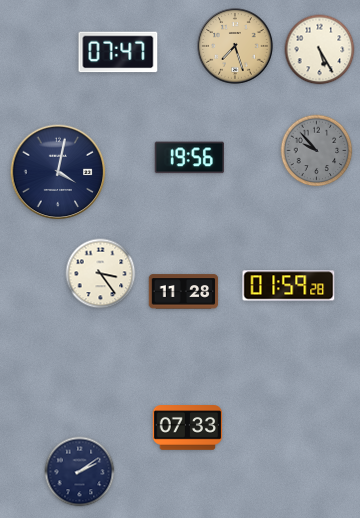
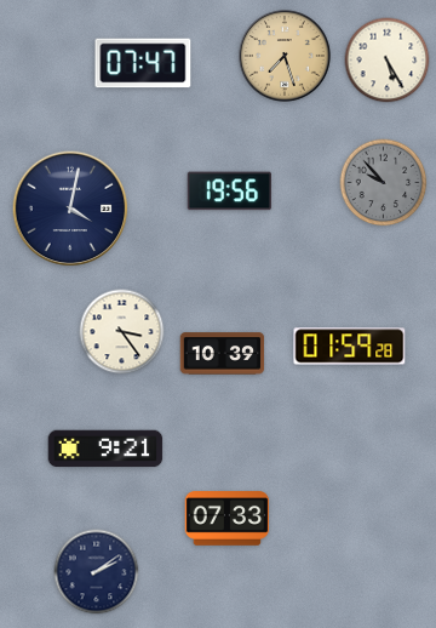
clock at (184, 292): 11:28 -> 10:39
clock at (105, 449): none -> 9:21
